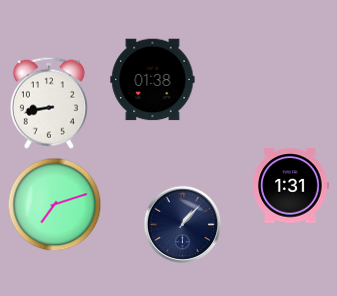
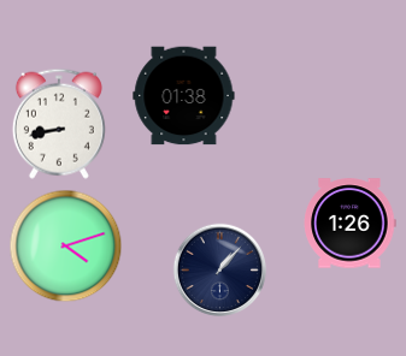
clock at (290, 186): 1:31 -> 1:26
clock at (54, 204): 7:12 -> 4:12
